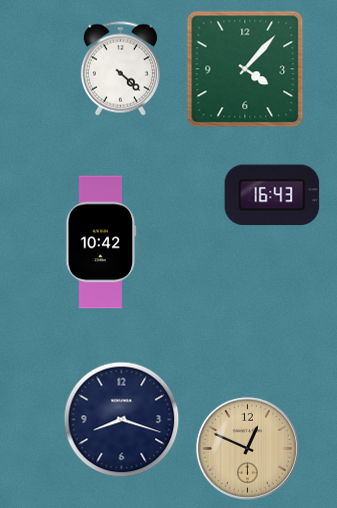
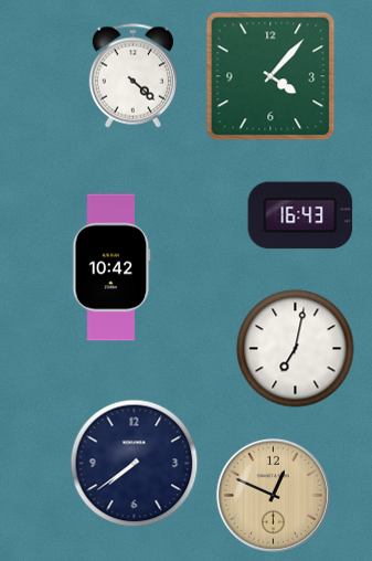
clock at (296, 349): none -> 7:02
clock at (122, 420): 8:18 -> 7:39
